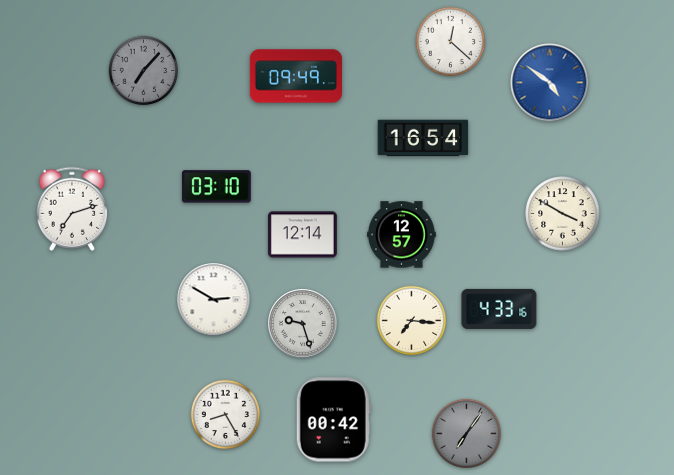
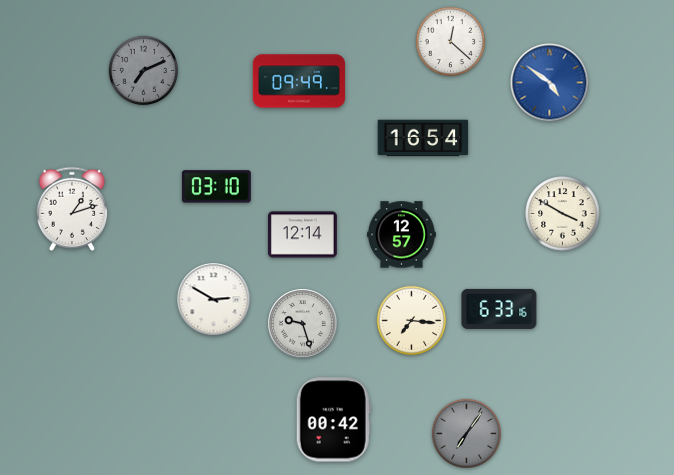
clock at (143, 70): 7:07 -> 7:11
clock at (295, 76) position: (295, 76) -> (298, 81)
clock at (72, 209): 7:12 -> 1:12
clock at (499, 309): 4:33 -> 6:33
clock at (225, 414): 8:25 -> none
